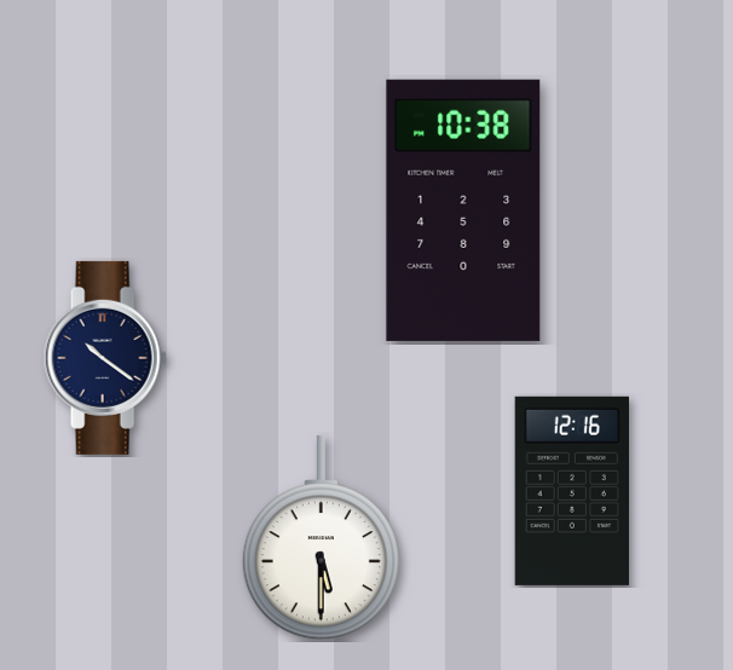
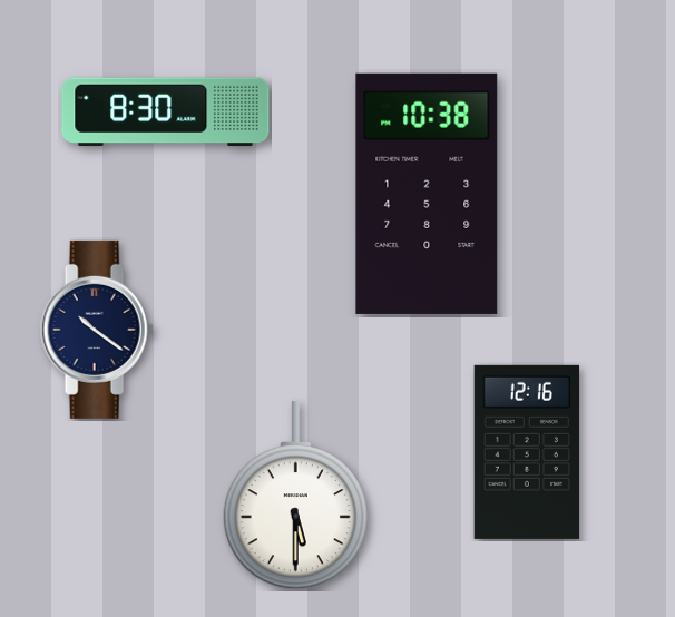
clock at (166, 112): none -> 8:30
